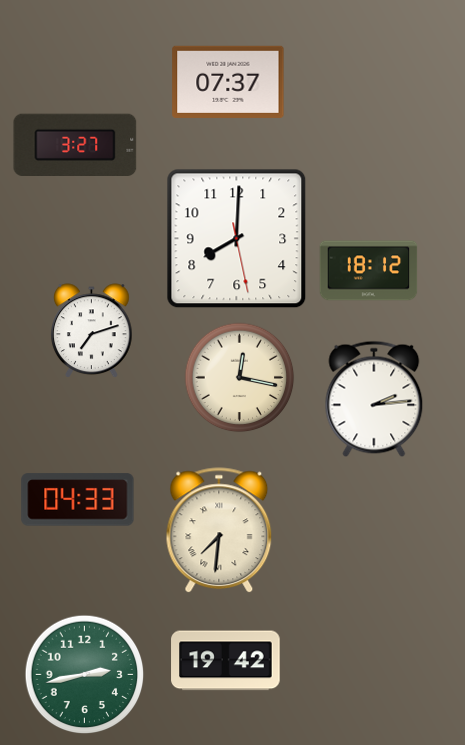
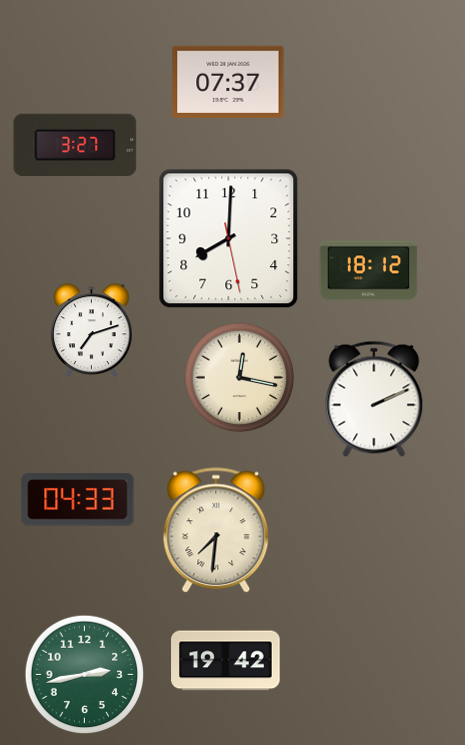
clock at (237, 239) position: (237, 239) -> (229, 239)
clock at (374, 399): 2:14 -> 2:11
clock at (219, 531) position: (219, 531) -> (216, 531)
